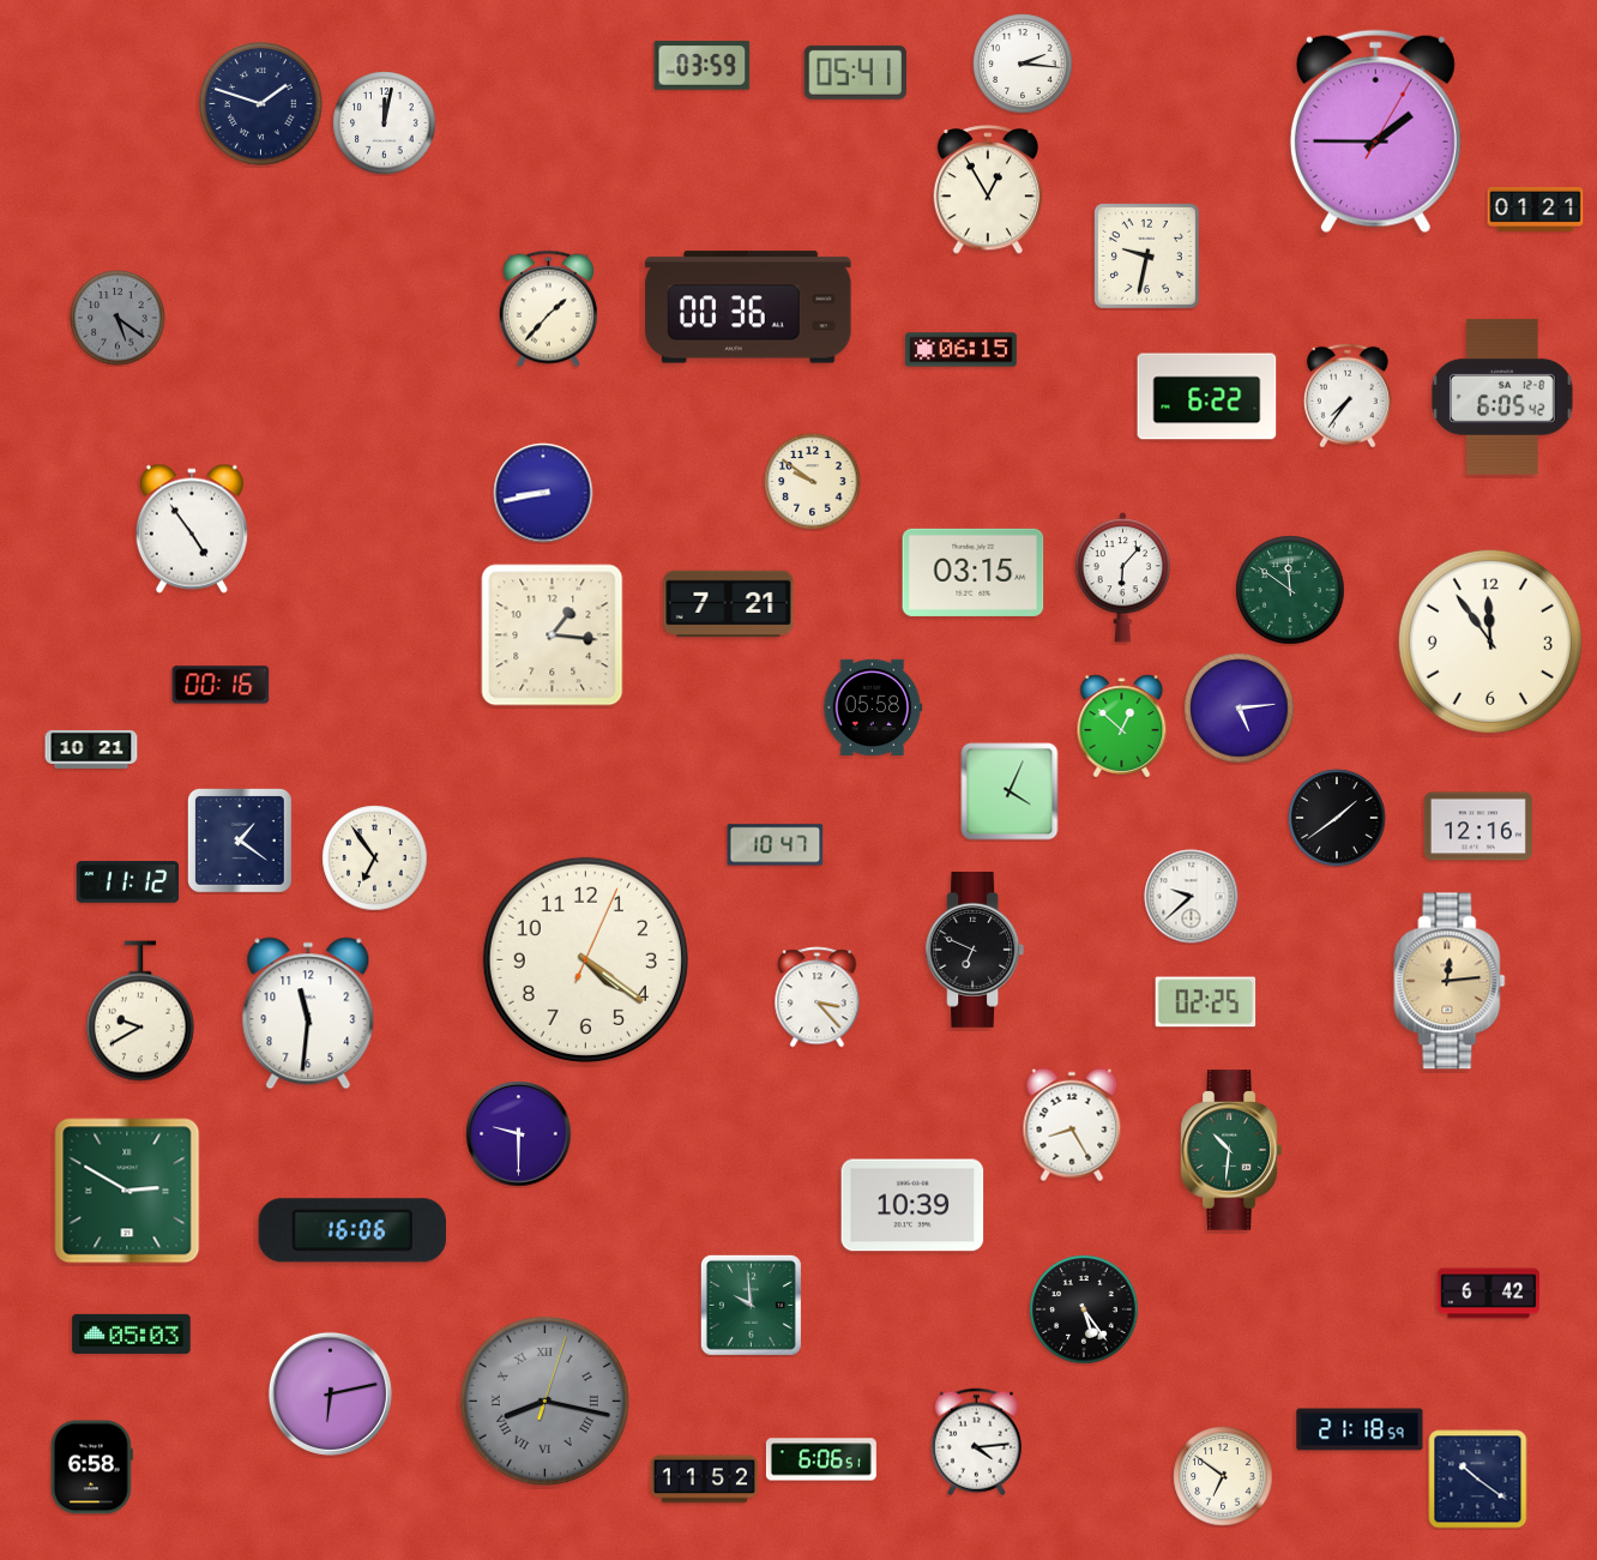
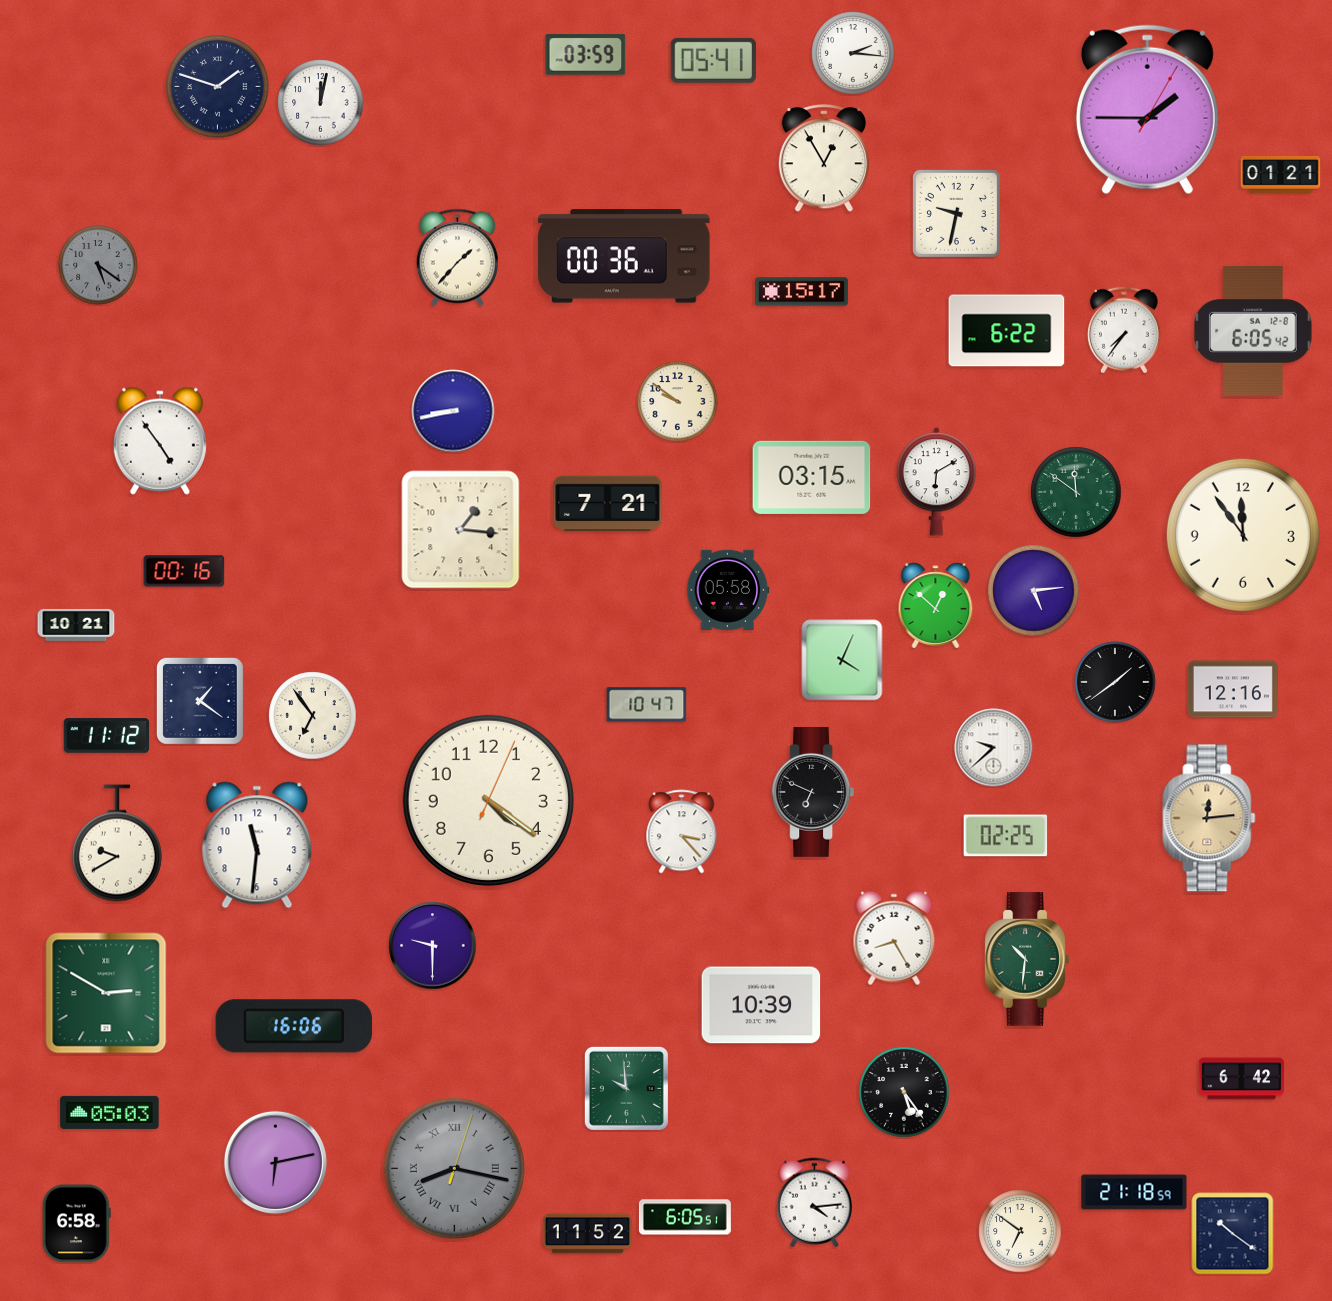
clock at (960, 350): 06:15 -> 15:17
clock at (1122, 578): 6:07 -> 6:10
clock at (821, 1459): 6:06 -> 6:05
